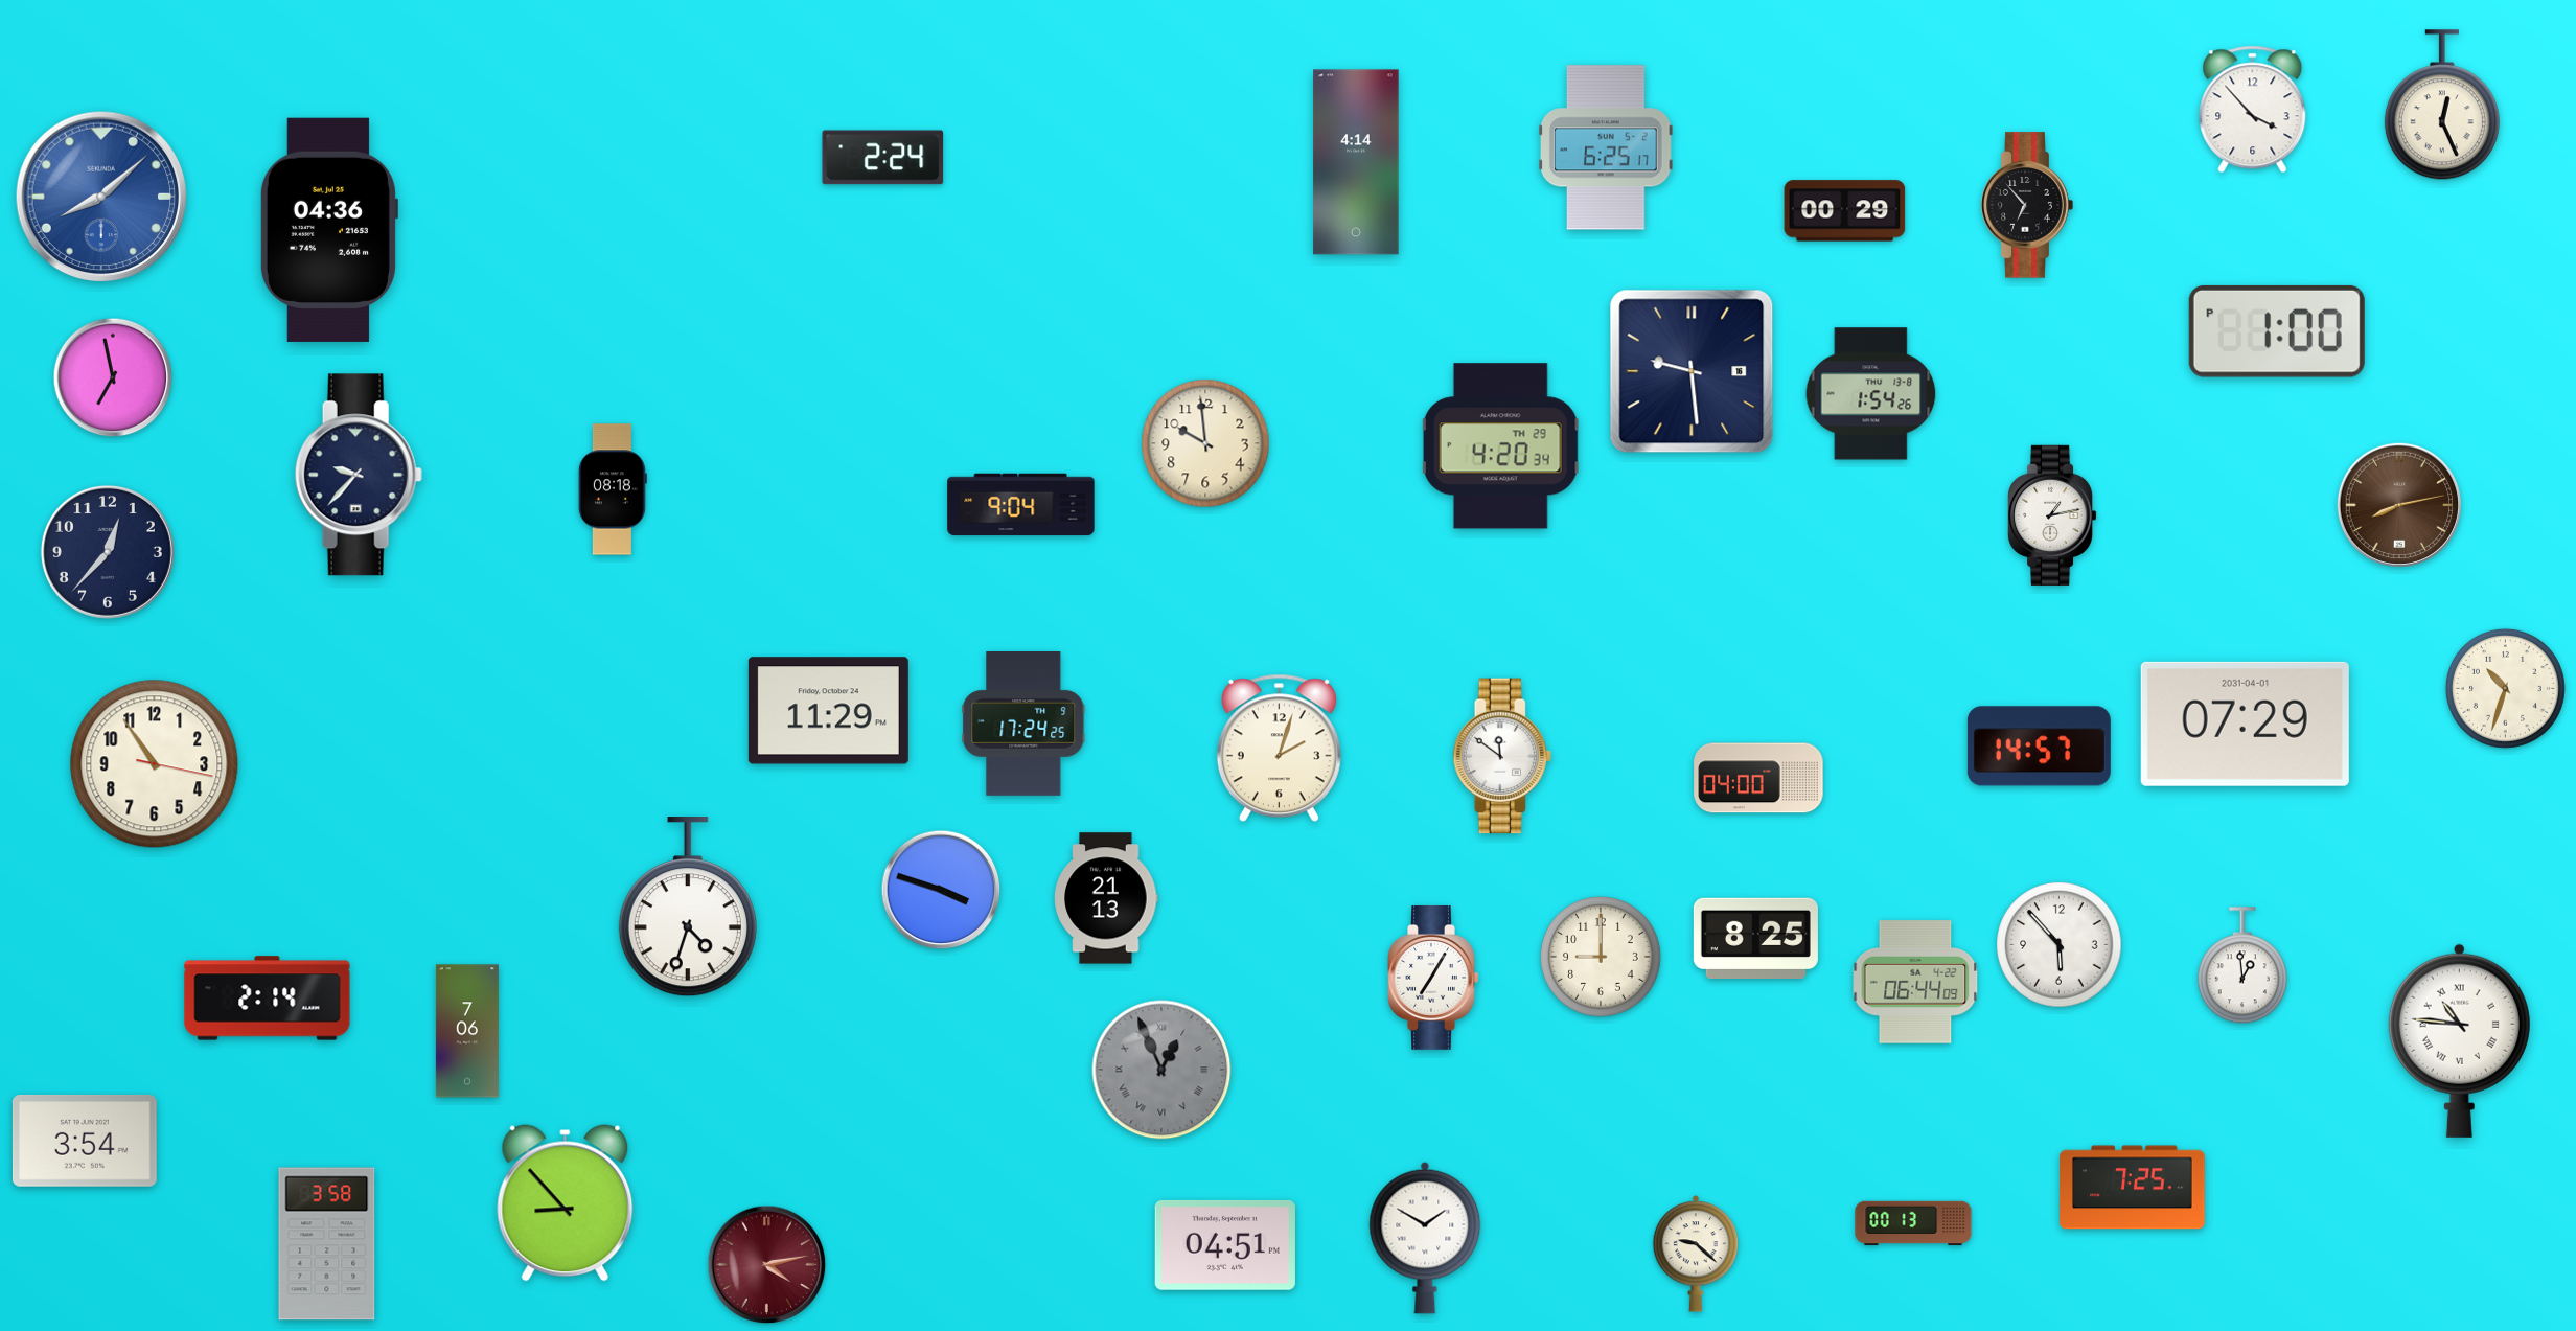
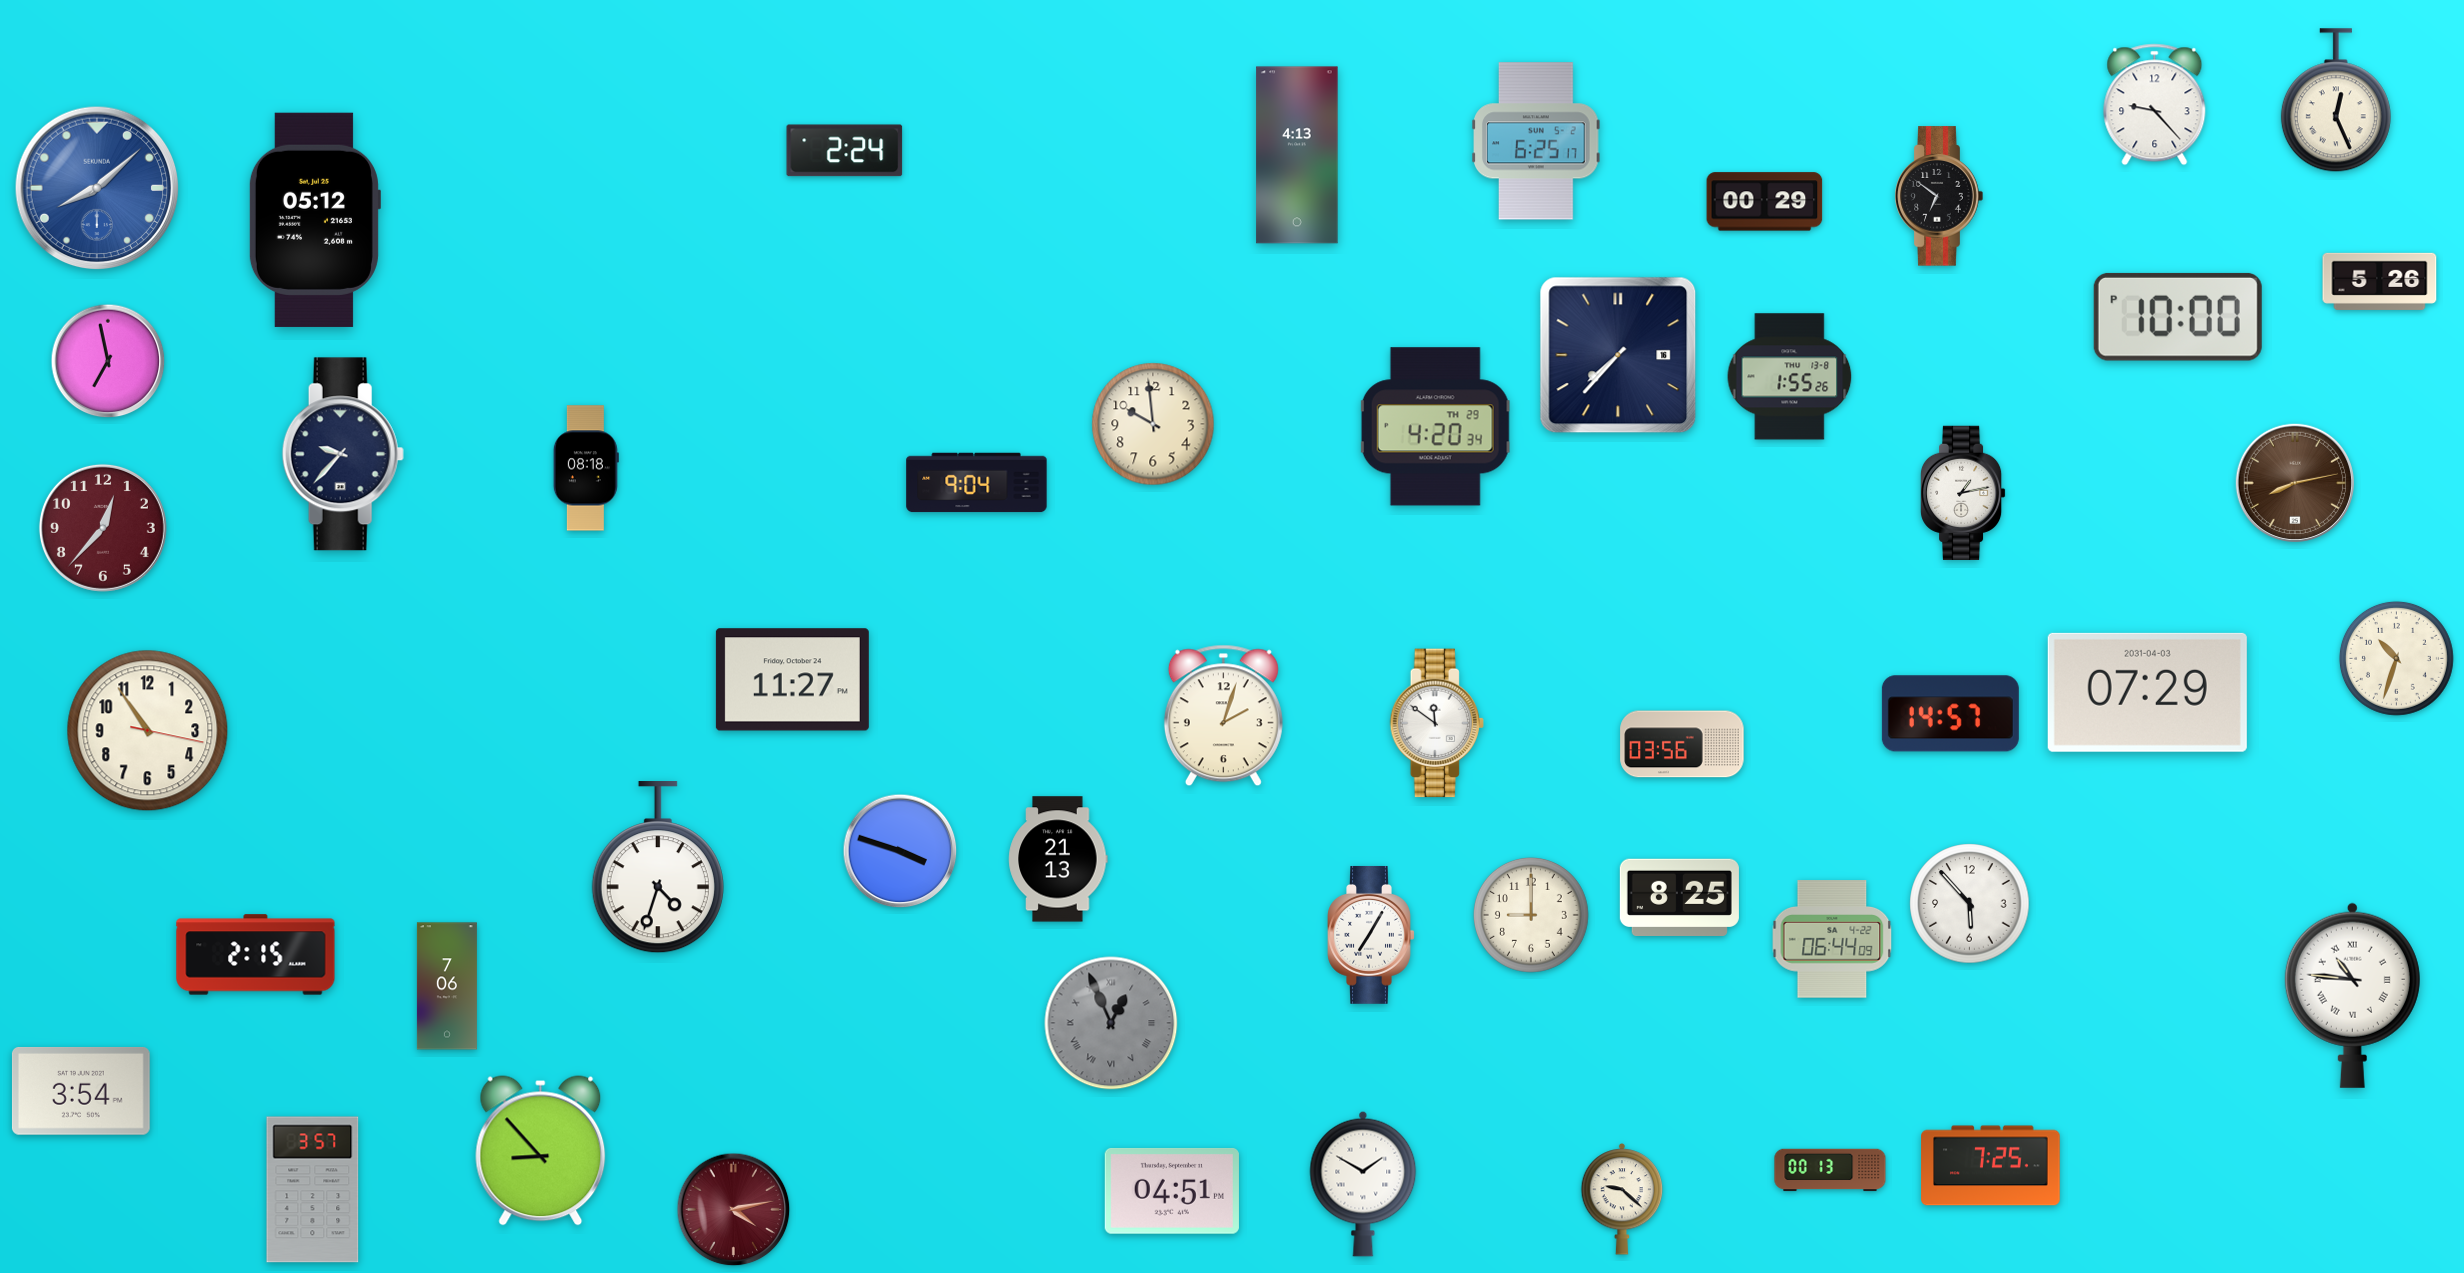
clock at (2253, 110): 3:53 -> 9:23
clock at (1356, 162): 4:14 -> 4:13
clock at (2027, 205): 6:53 -> 6:51
clock at (328, 230): 04:36 -> 05:12
clock at (2380, 281): none -> 5:26
clock at (2277, 331): 1:00 -> 10:00
clock at (1692, 371): 9:29 -> 7:37
clock at (1871, 394): 1:54 -> 1:55
clock at (108, 552) dial: navy -> burgundy
clock at (828, 711): 11:29 -> 11:27
clock at (2245, 724) date: 2031-04-01 -> 2031-04-03
clock at (1023, 725): 17:24 -> none
clock at (1758, 778): 04:00 -> 03:56
clock at (2242, 966): 12:59 -> none
clock at (268, 999): 2:14 -> 2:15
clock at (2133, 1188) position: (2133, 1188) -> (1991, 1166)
clock at (327, 1244): 3:58 -> 3:57
